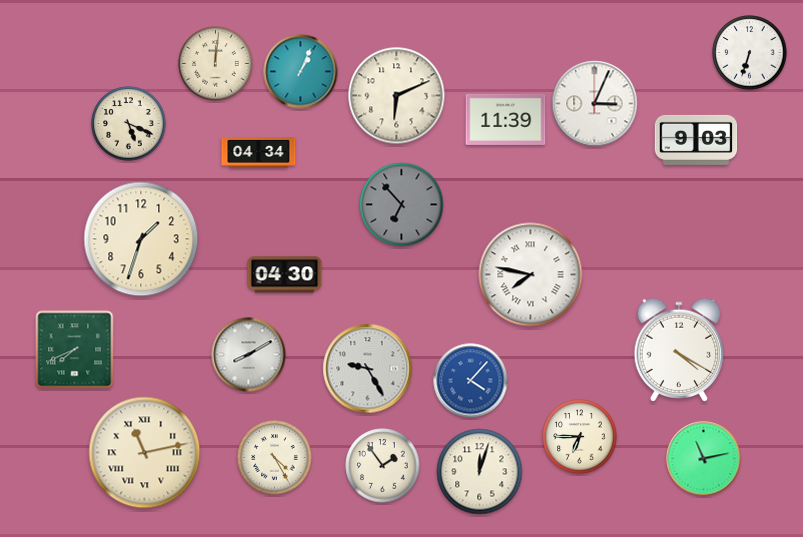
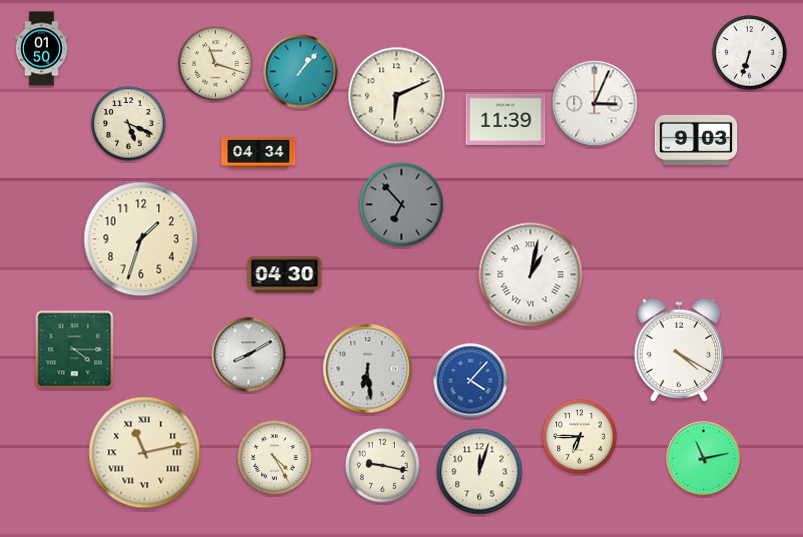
clock at (41, 49): none -> 01:50
clock at (216, 64): 12:01 -> 11:18
clock at (301, 72): 1:04 -> 1:07
clock at (531, 275): 7:47 -> 1:02
clock at (75, 350): 7:41 -> 4:15
clock at (368, 369): 9:25 -> 6:29
clock at (383, 466): 1:54 -> 9:17
